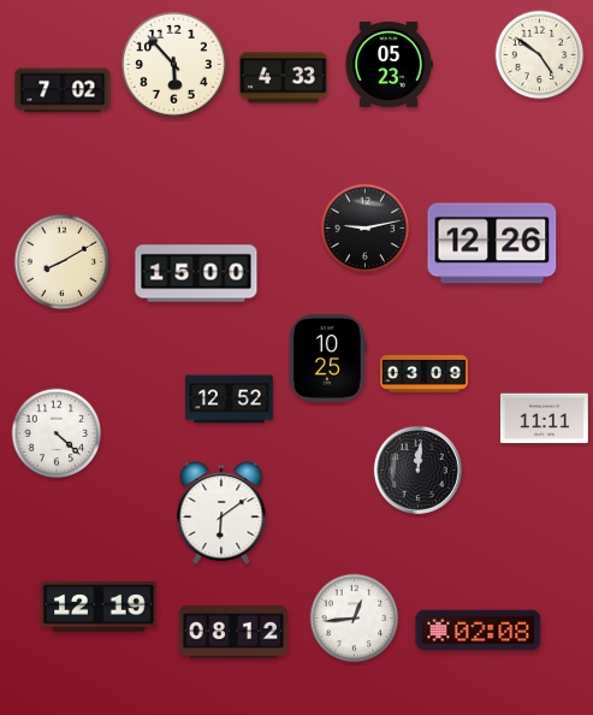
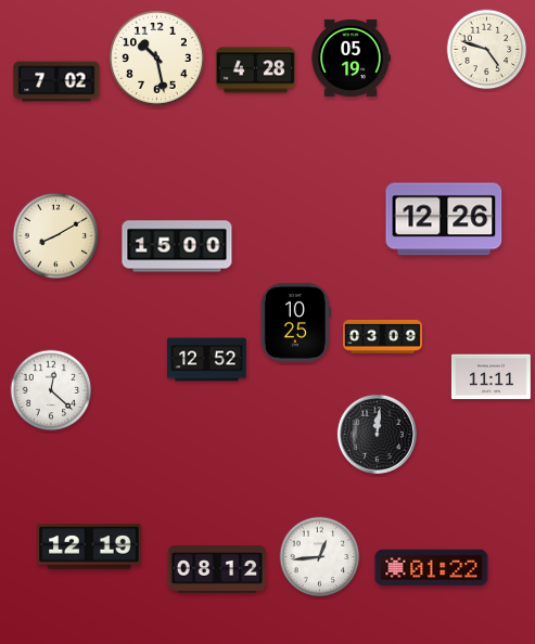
clock at (540, 55): 4:51 -> 4:48
clock at (173, 64): 5:53 -> 10:28
clock at (389, 64): 05:23 -> 05:19
clock at (283, 78): 4:33 -> 4:28
clock at (366, 229): 9:13 -> none
clock at (57, 433): 4:22 -> 12:22
clock at (417, 469) position: (417, 469) -> (377, 434)
clock at (221, 513): 6:09 -> none
clock at (479, 631): 02:08 -> 01:22
clock at (233, 632) position: (233, 632) -> (217, 569)
